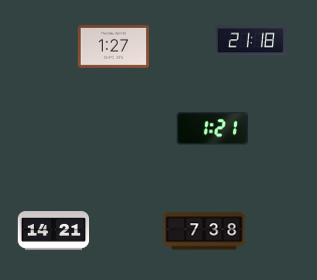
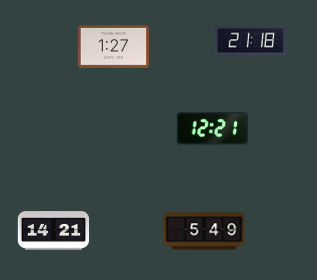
clock at (212, 129): 1:21 -> 12:21
clock at (204, 231): 7:38 -> 5:49
